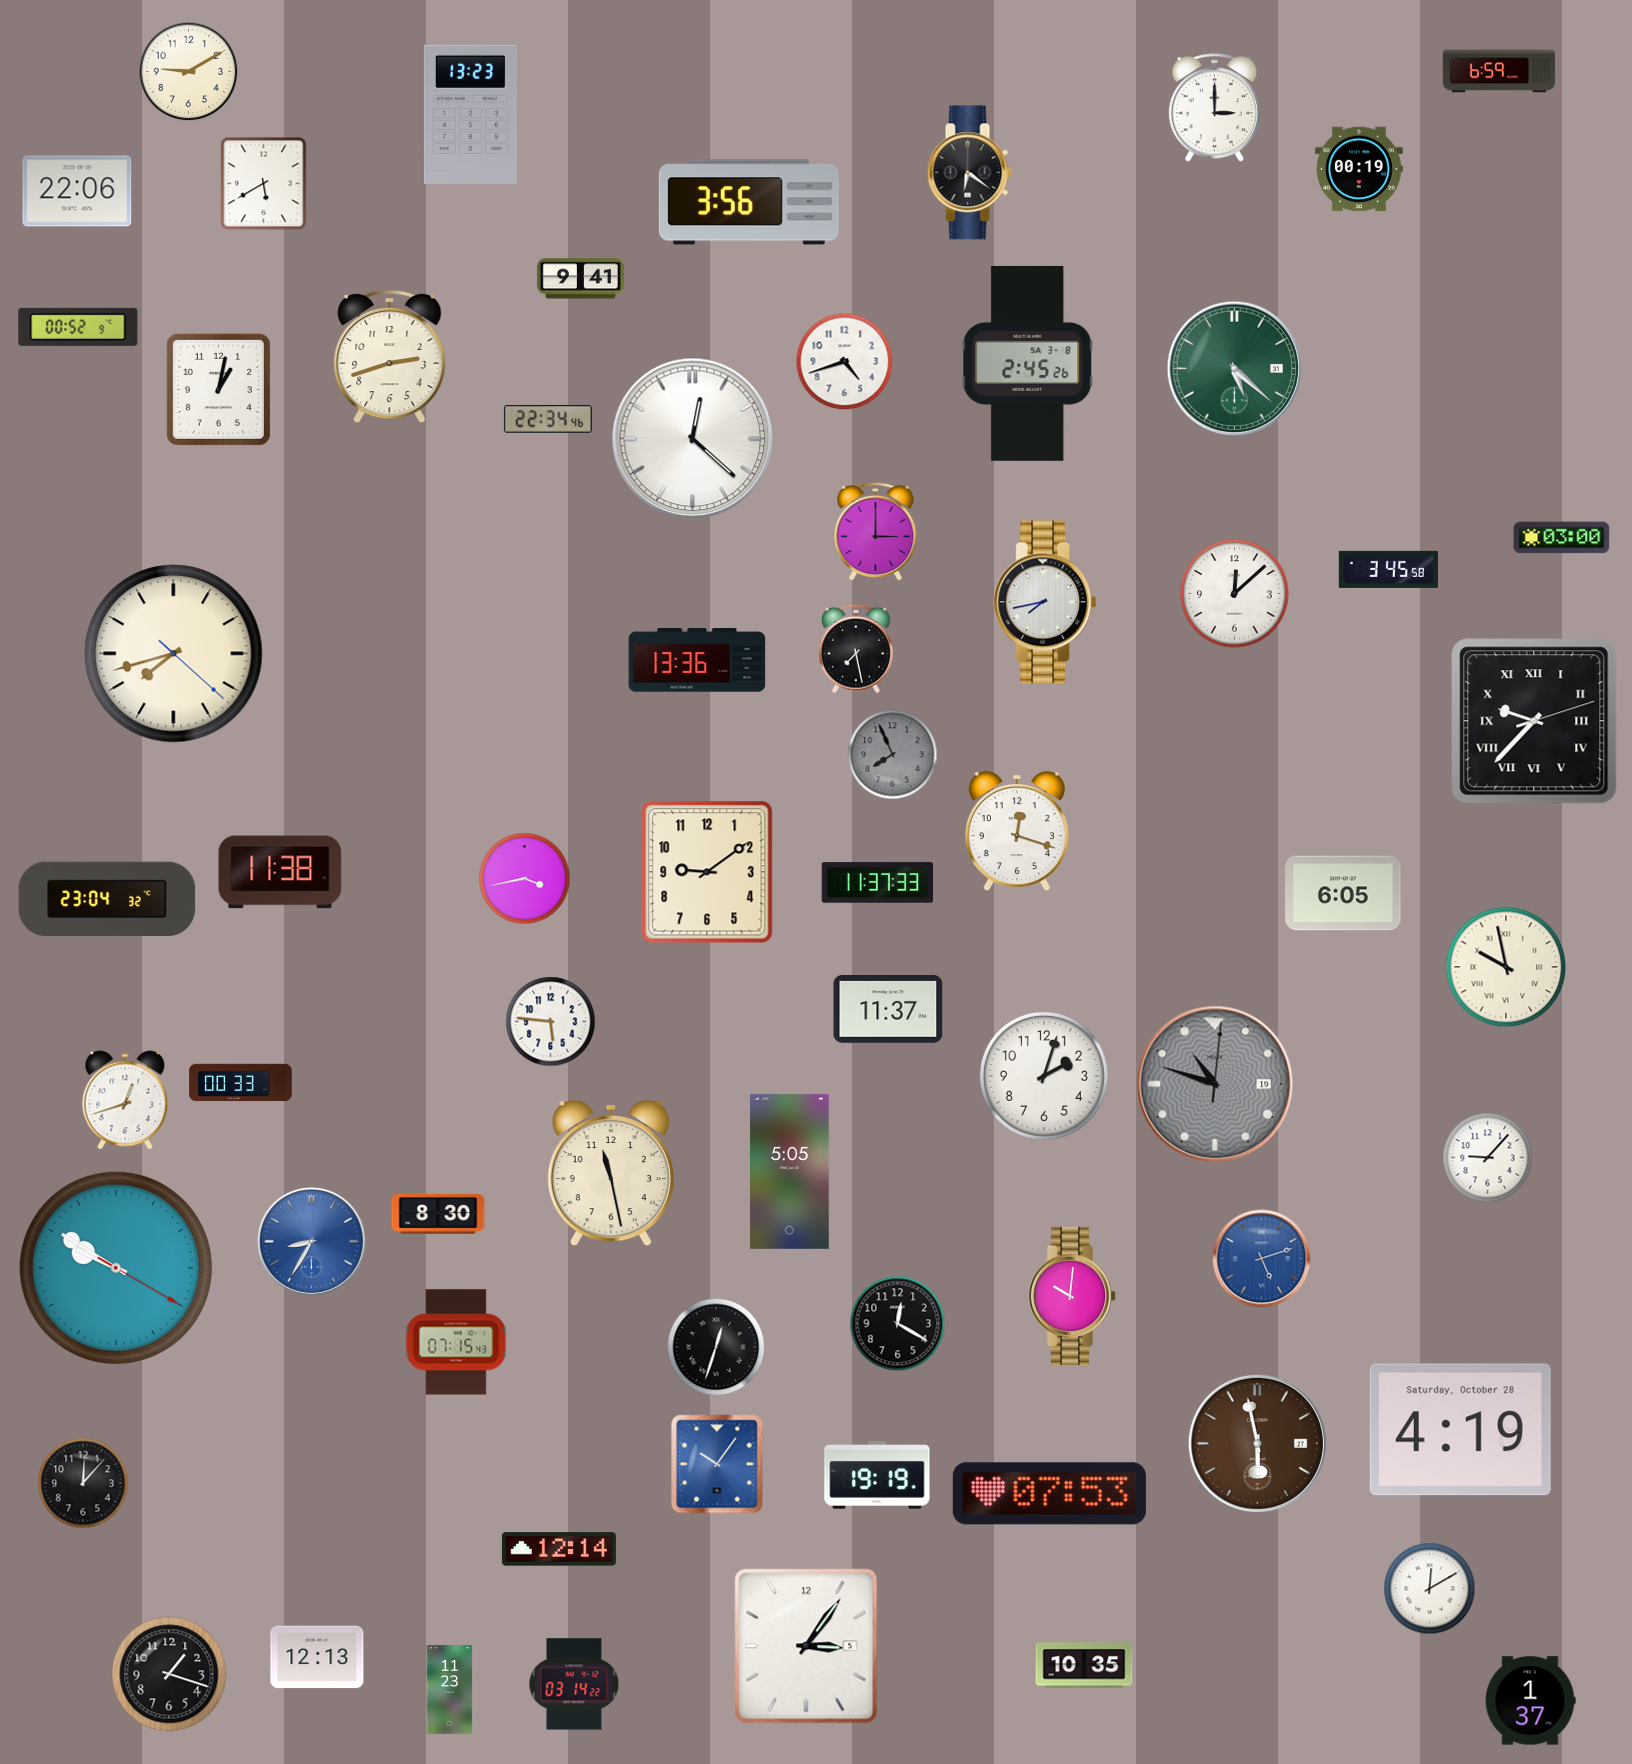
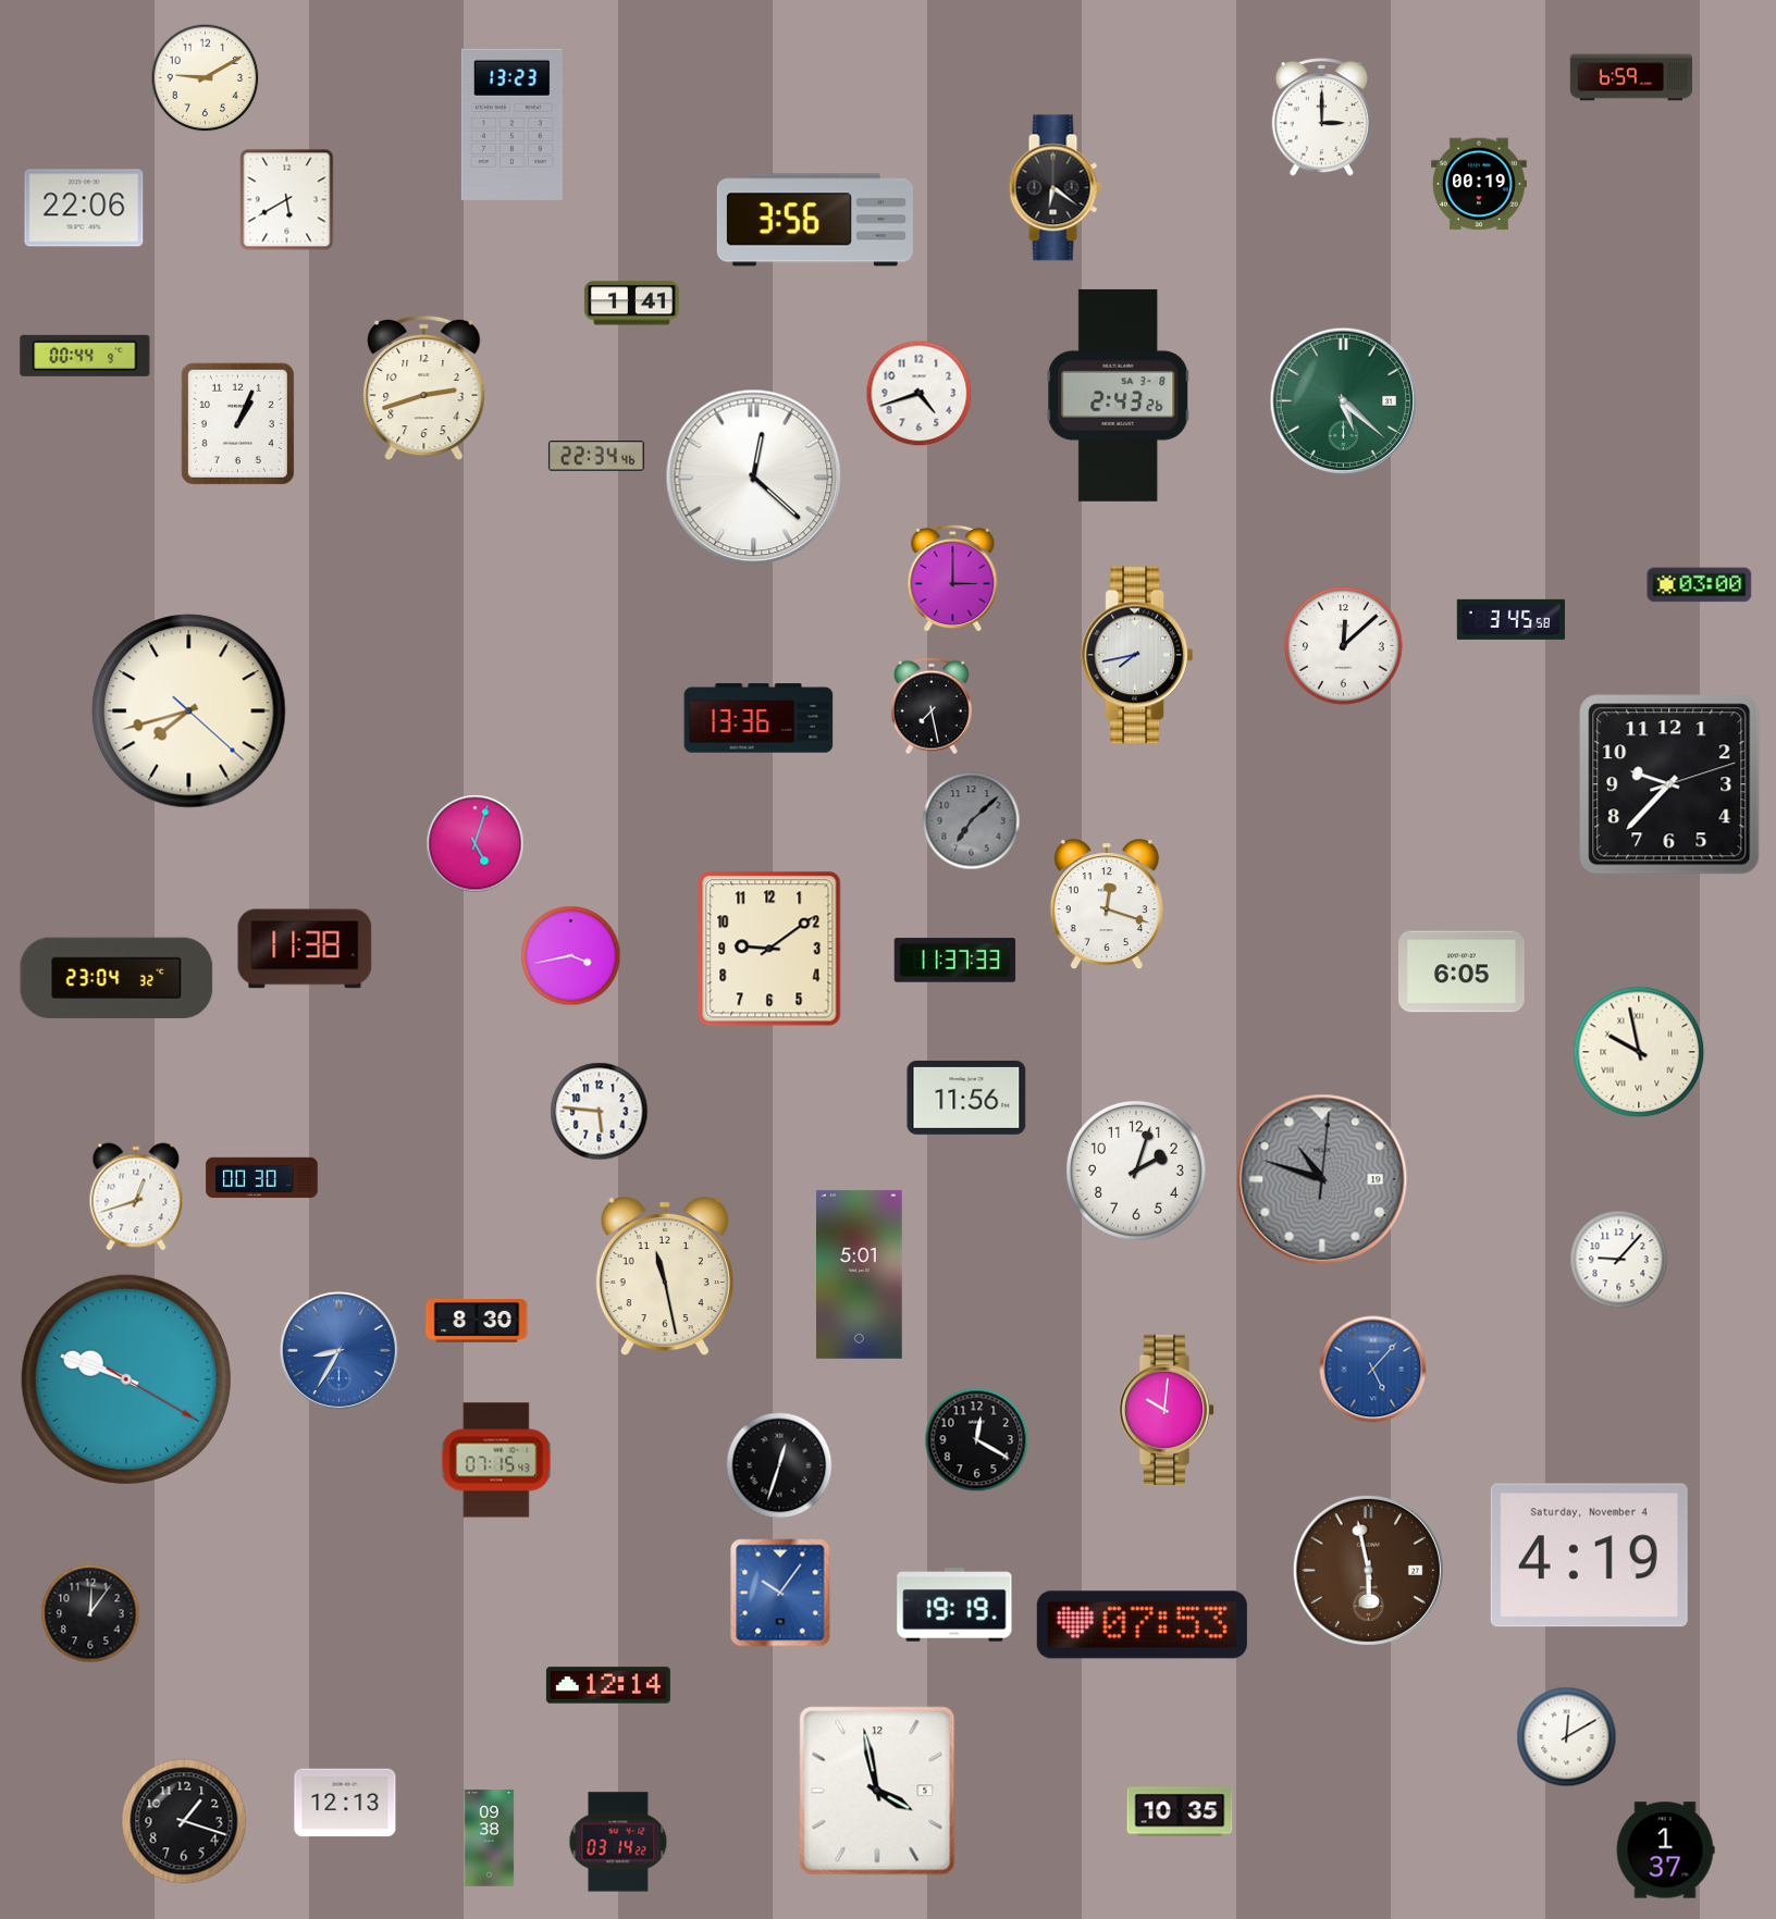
clock at (580, 279): 9:41 -> 1:41
clock at (78, 327): 00:52 -> 00:44
clock at (1028, 363): 2:45 -> 2:43
clock at (218, 389): 1:02 -> 1:04
clock at (1534, 721) numerals: Roman -> Arabic
clock at (893, 755): 7:56 -> 7:08
clock at (476, 844): none -> 5:03
clock at (888, 1009): 11:37 -> 11:56
clock at (241, 1083): 00:33 -> 00:30
clock at (790, 1171): 5:05 -> 5:01
clock at (1262, 1259): 5:12 -> 5:07
clock at (116, 1268): 9:50 -> 9:48
clock at (1460, 1430) date: Saturday, October 28 -> Saturday, November 4
clock at (83, 1483): 12:07 -> 12:06
clock at (1430, 1589) position: (1430, 1589) -> (1567, 1737)
clock at (806, 1646): 3:06 -> 3:58
clock at (574, 1684) position: (574, 1684) -> (618, 1842)
clock at (450, 1690): 11:23 -> 09:38
